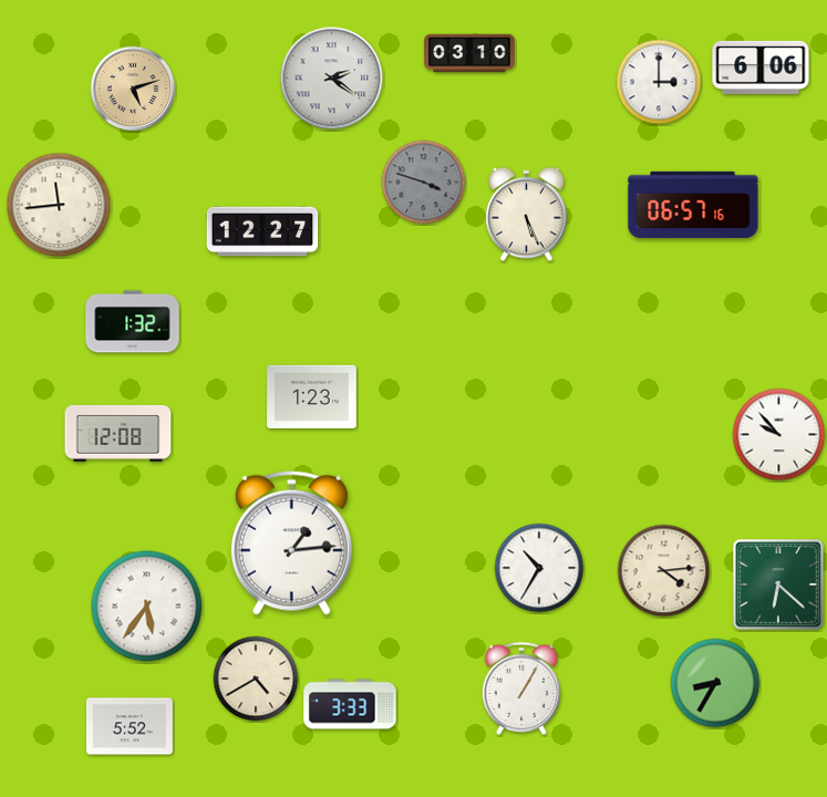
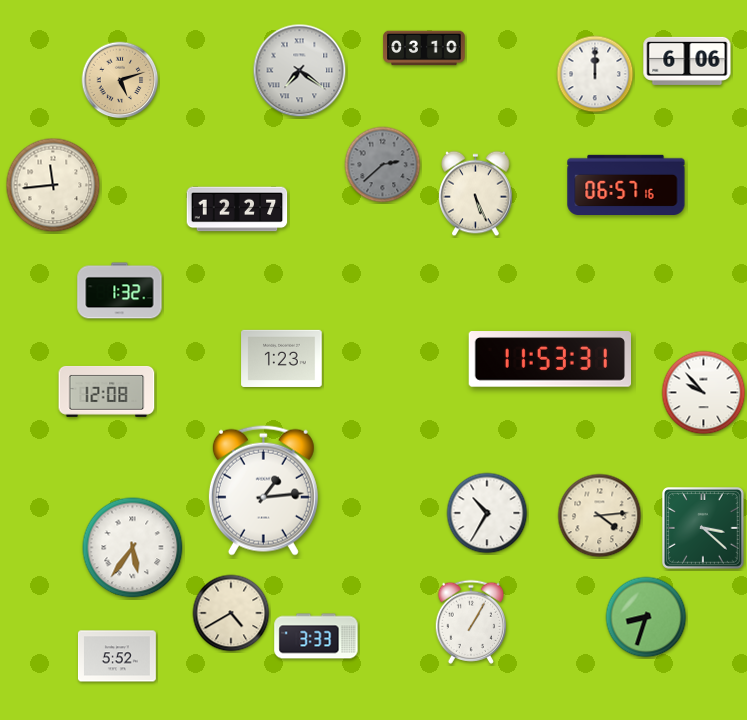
clock at (332, 79): 2:21 -> 7:21
clock at (659, 82): 3:00 -> 12:00
clock at (424, 183): 3:48 -> 2:38
clock at (549, 359): none -> 11:53
clock at (779, 586): 6:22 -> 3:22
clock at (715, 683): 8:35 -> 8:33
